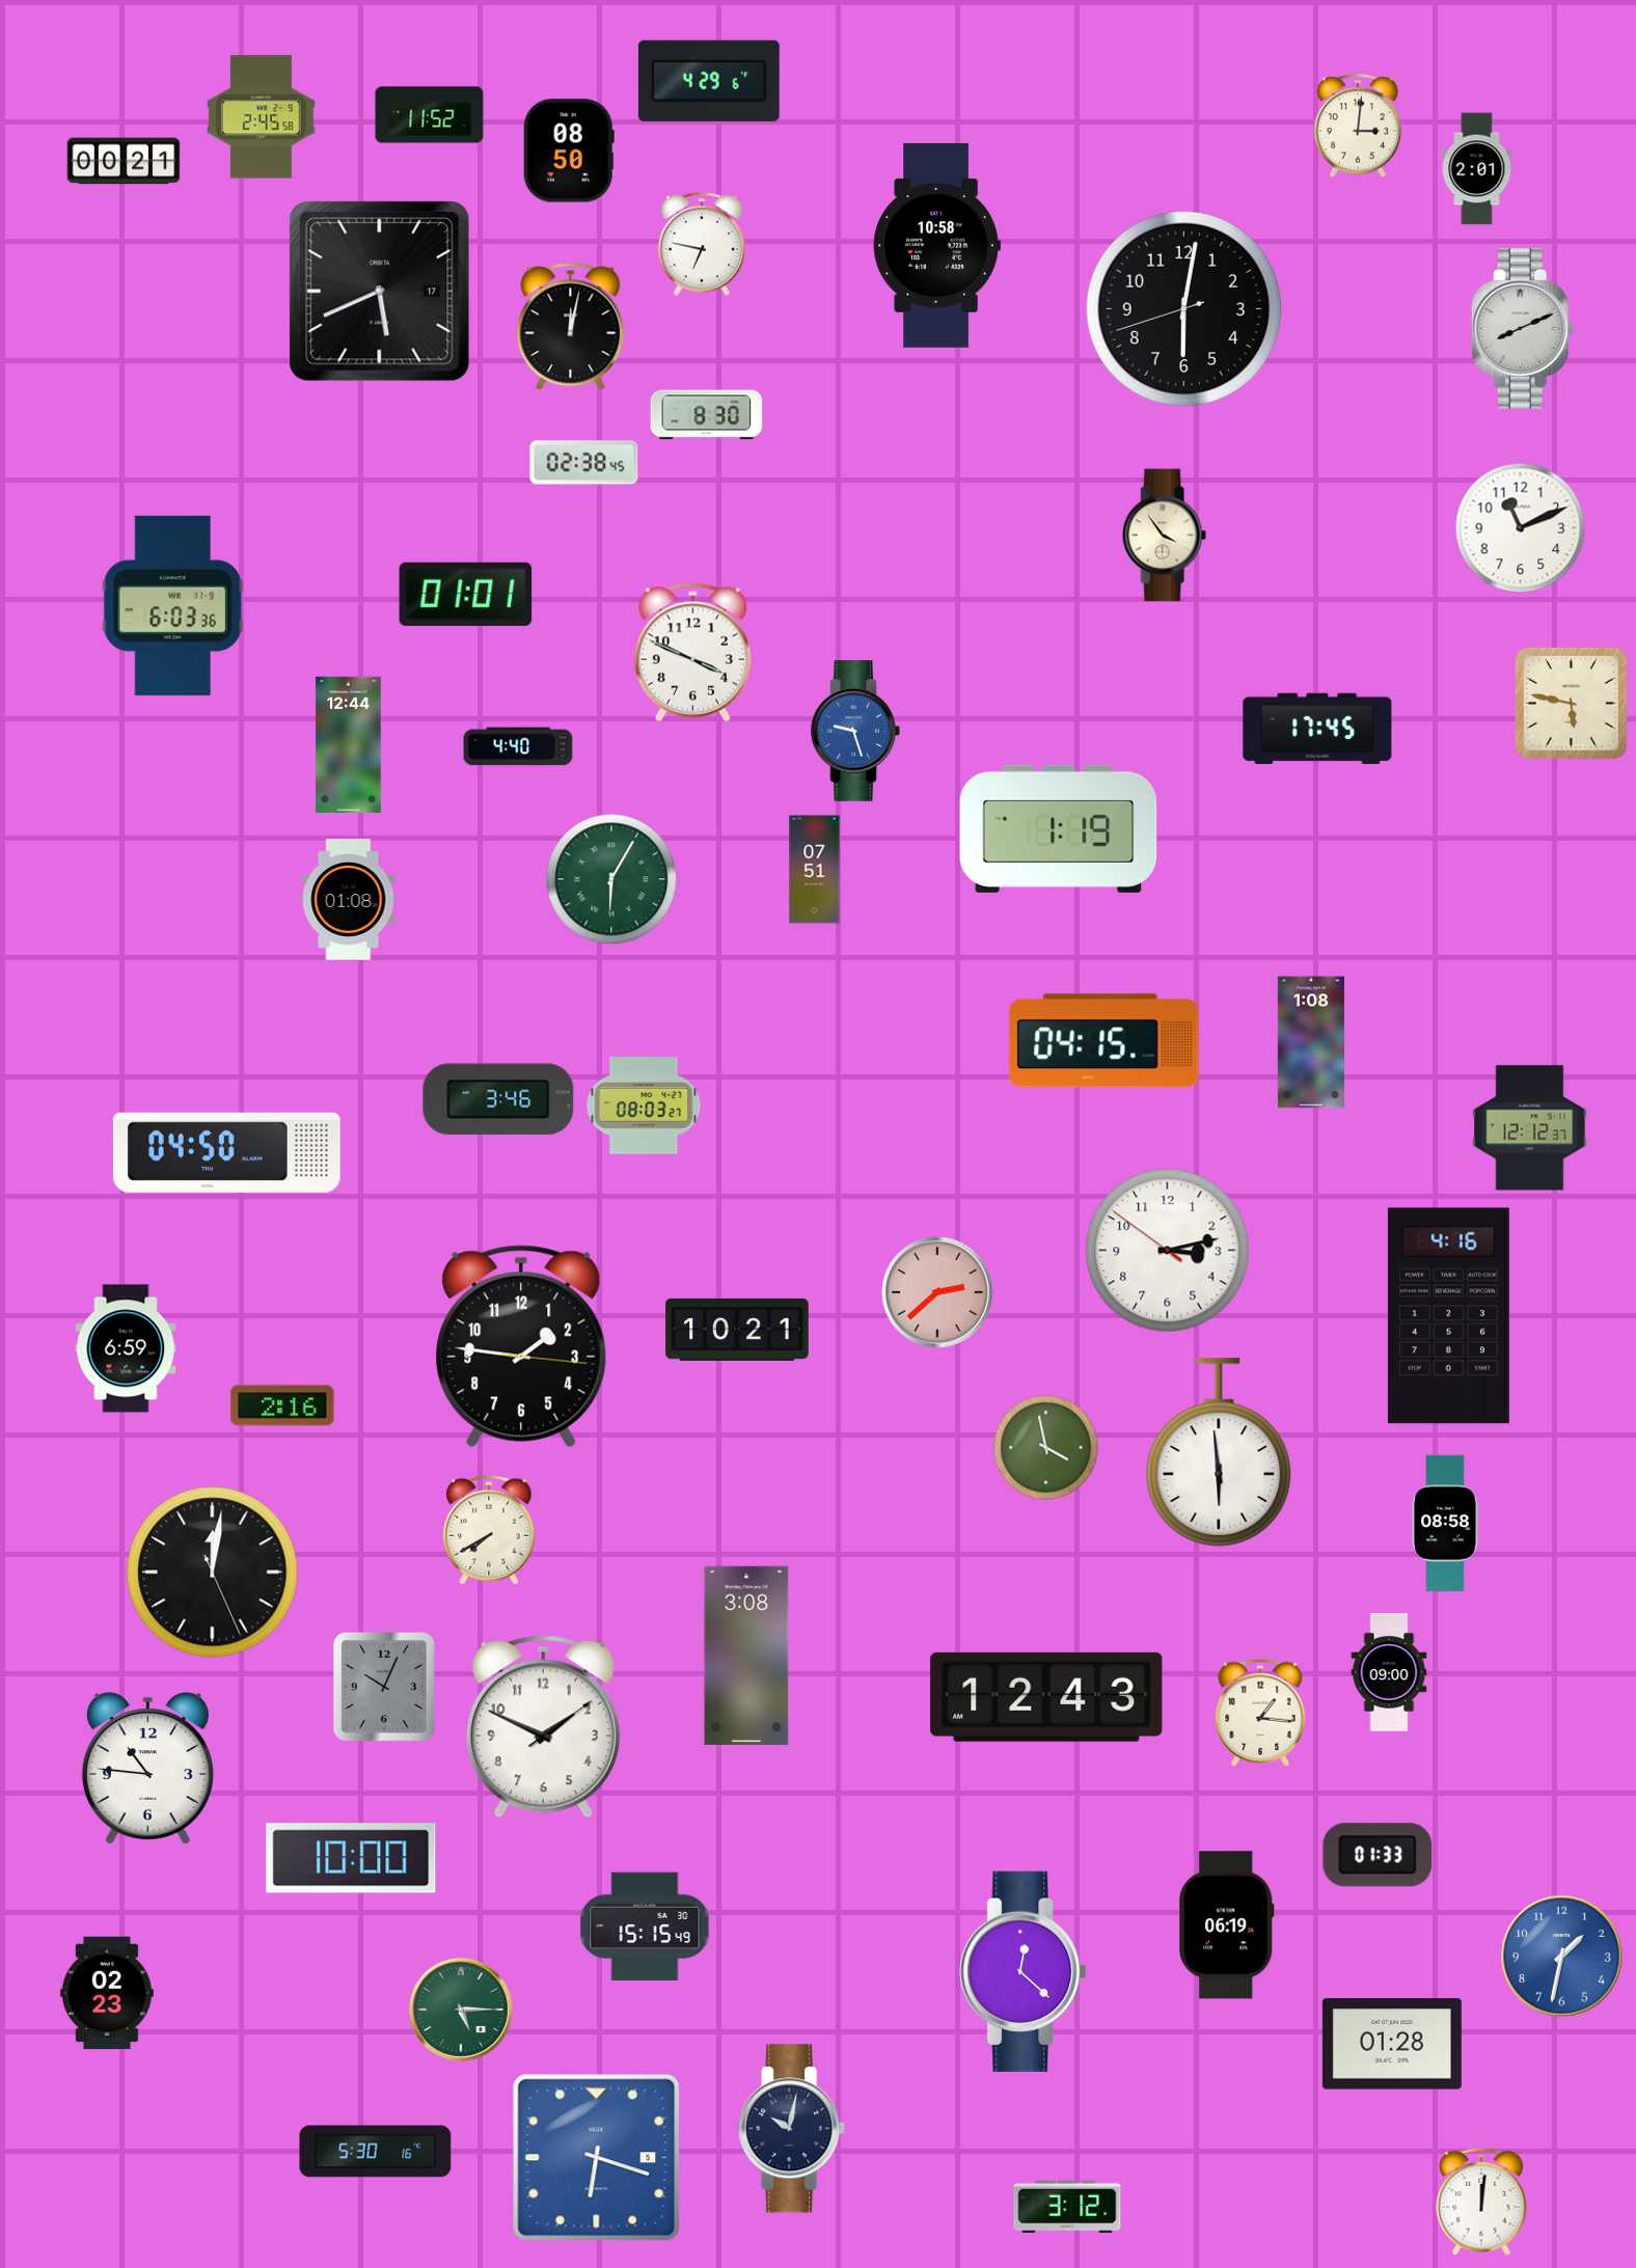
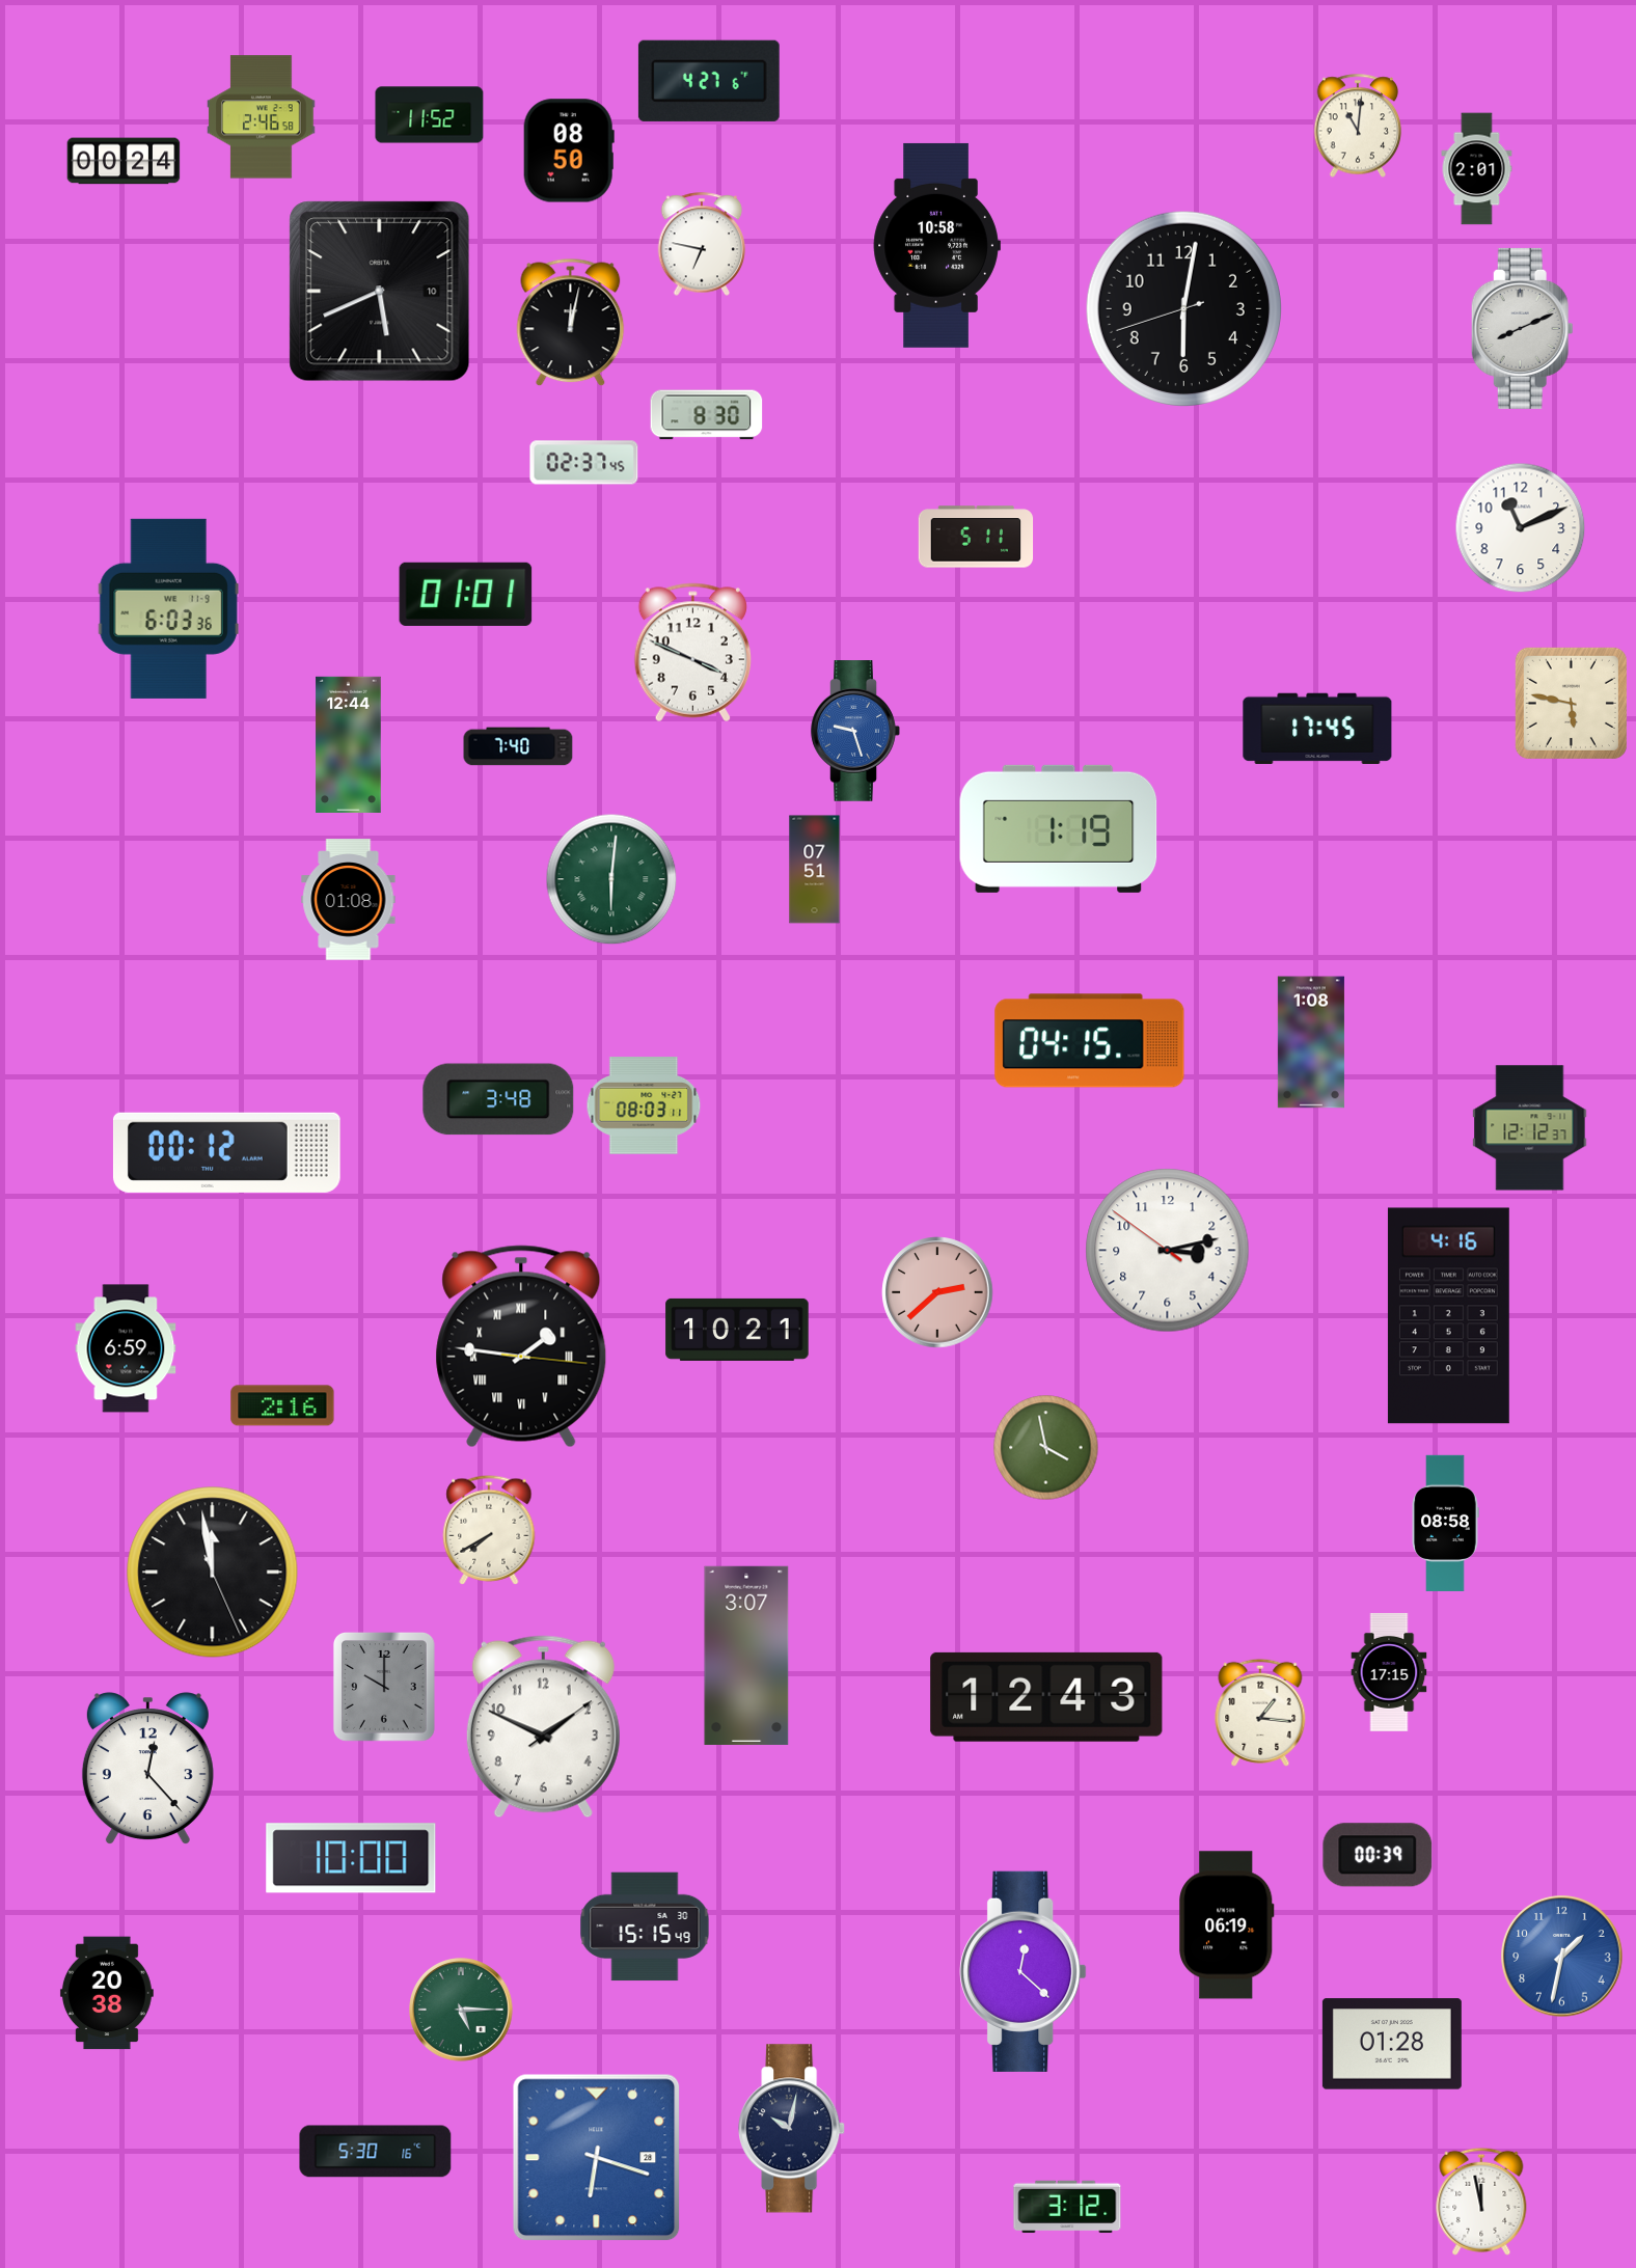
clock at (709, 81): 4:29 -> 4:27
clock at (262, 117): 2:45 -> 2:46
clock at (1358, 126): 3:01 -> 11:01
clock at (124, 161): 00:21 -> 00:24
clock at (380, 292) date: 17 -> 10
clock at (571, 327) position: (571, 327) -> (571, 323)
clock at (584, 463): 02:38 -> 02:37
clock at (1164, 536): 3:54 -> none
clock at (976, 537): none -> 5:11
clock at (172, 605) position: (172, 605) -> (168, 608)
clock at (518, 746): 4:40 -> 7:40
clock at (611, 879): 6:05 -> 6:01
clock at (1105, 1041) position: (1105, 1041) -> (1090, 1041)
clock at (498, 1099): 3:46 -> 3:48
clock at (644, 1105): 08:03:27 -> 08:03:11
clock at (226, 1152): 04:50 -> 00:12
clock at (521, 1346) numerals: Arabic -> Roman
clock at (1219, 1452): 5:59 -> none
clock at (213, 1573): 12:01 -> 11:58
clock at (746, 1656): 3:08 -> 3:07
clock at (1389, 1672): 09:00 -> 17:15
clock at (384, 1688): 10:04 -> 10:00
clock at (147, 1768): 10:46 -> 12:23
clock at (1378, 1855): 01:33 -> 00:39
clock at (107, 1993): 02:23 -> 20:38
clock at (597, 2158) date: 5 -> 28
clock at (1481, 2202): 12:01 -> 11:58
